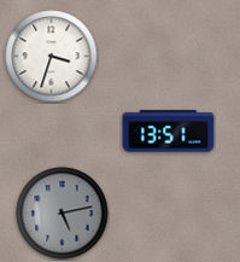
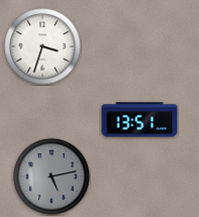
clock at (169, 132) position: (169, 132) -> (140, 120)
